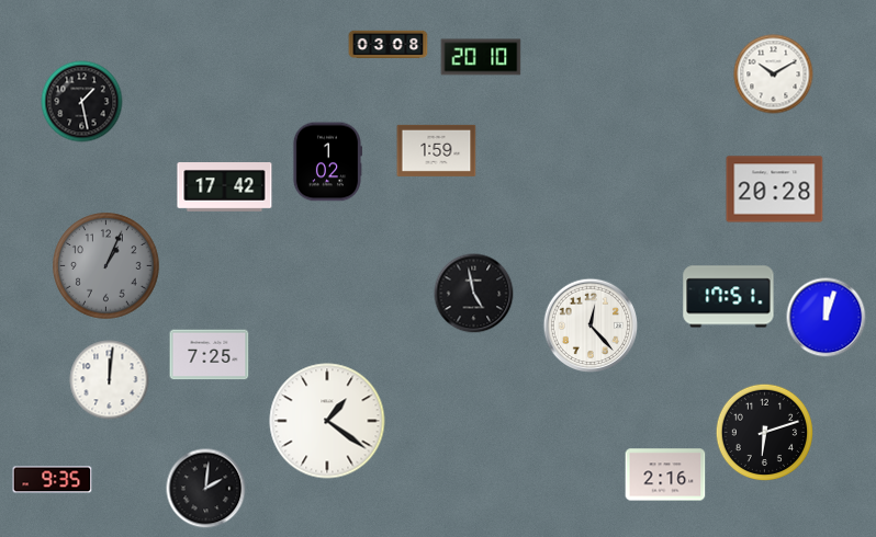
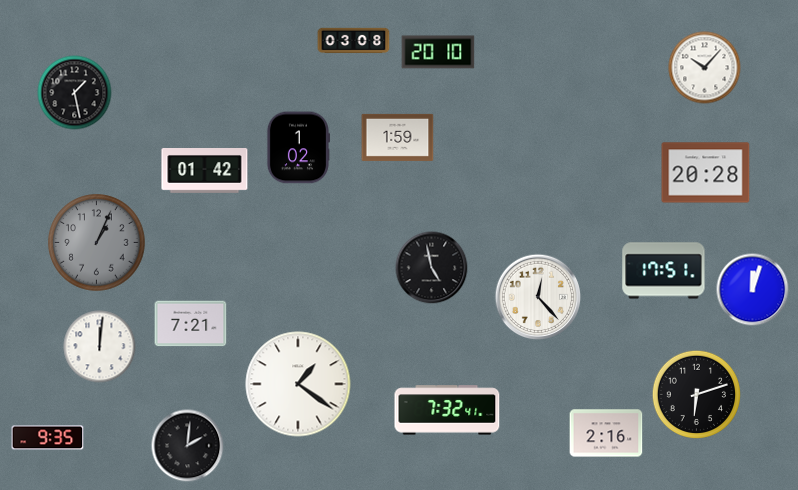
clock at (774, 75): 10:10 -> 10:07
clock at (225, 187): 17:42 -> 01:42
clock at (210, 355): 7:25 -> 7:21
clock at (447, 410): none -> 7:32
